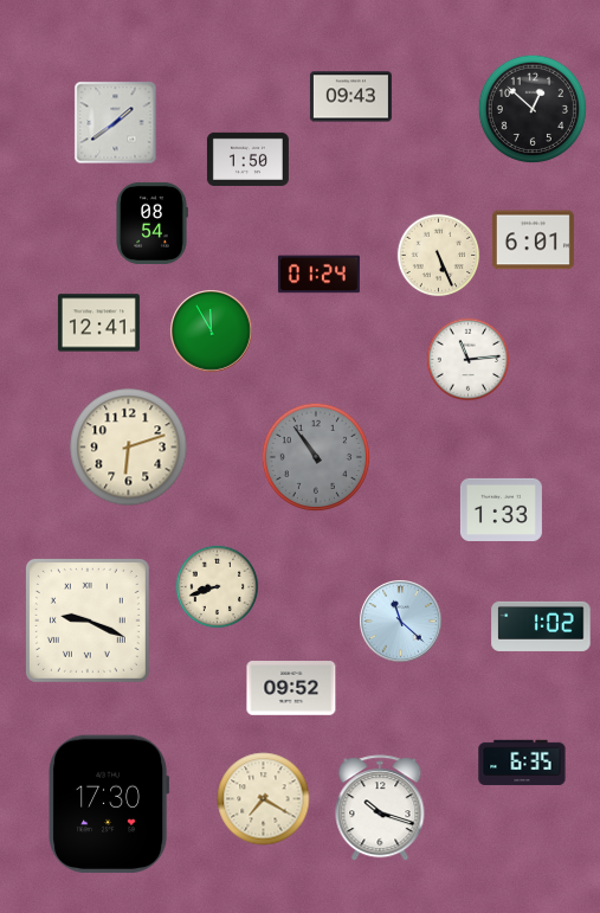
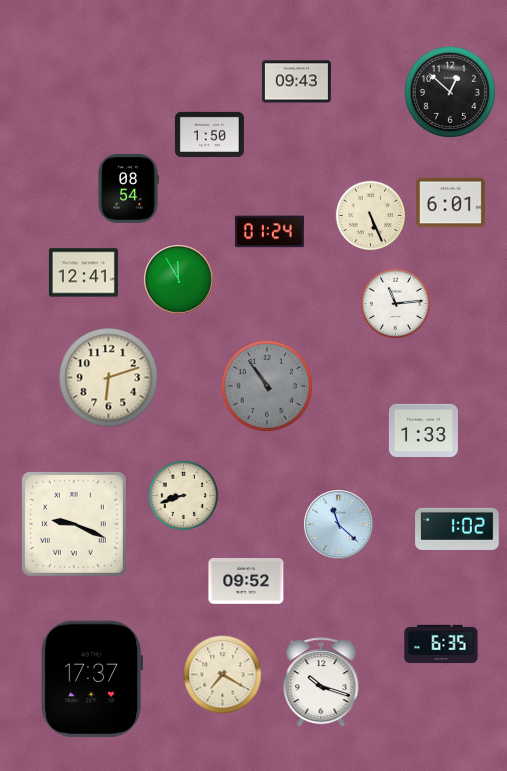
clock at (116, 123): 1:39 -> none
clock at (109, 804): 17:30 -> 17:37
